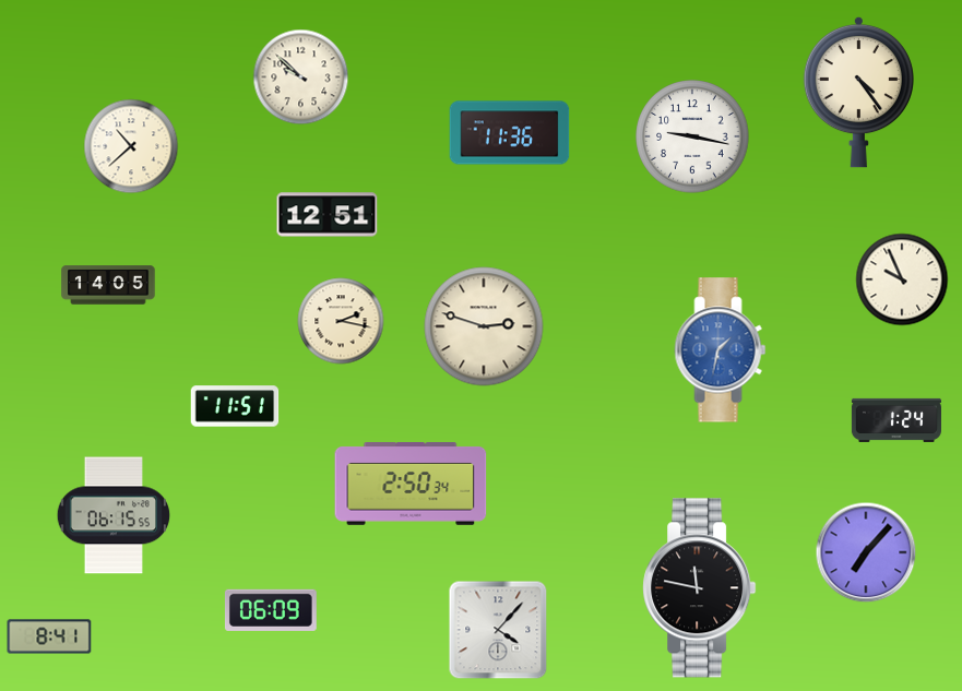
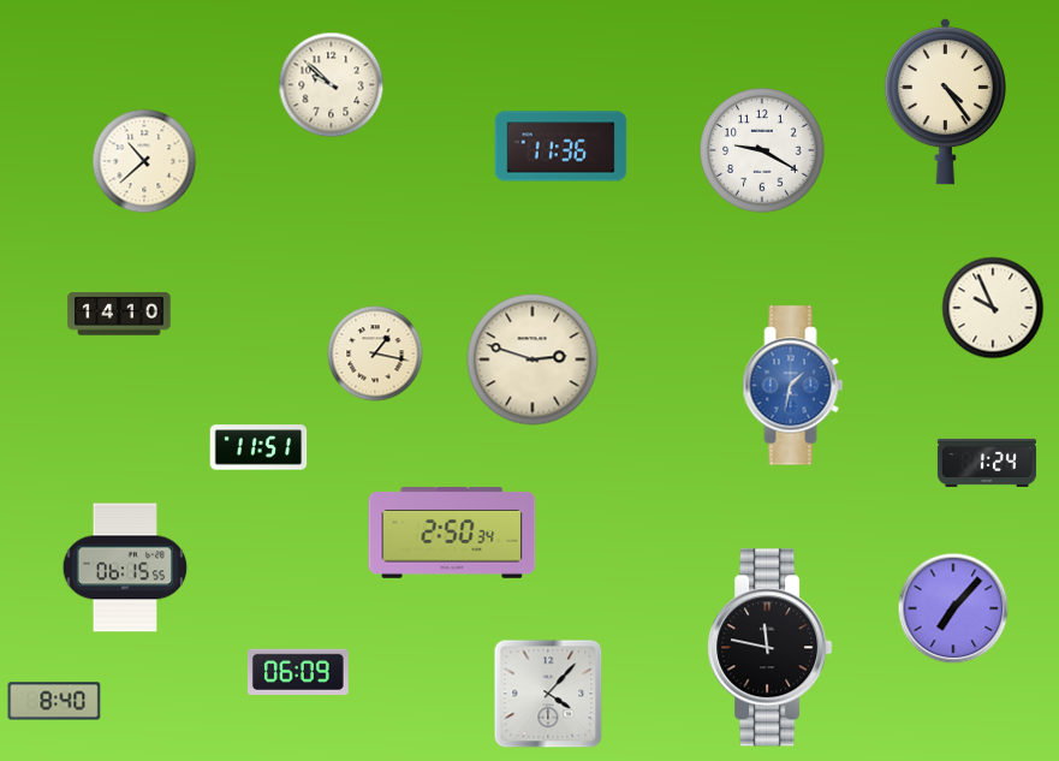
clock at (692, 136): 9:17 -> 9:20
clock at (328, 215): 12:51 -> none
clock at (108, 285): 14:05 -> 14:10
clock at (341, 321): 2:17 -> 1:17
clock at (49, 636): 8:41 -> 8:40
